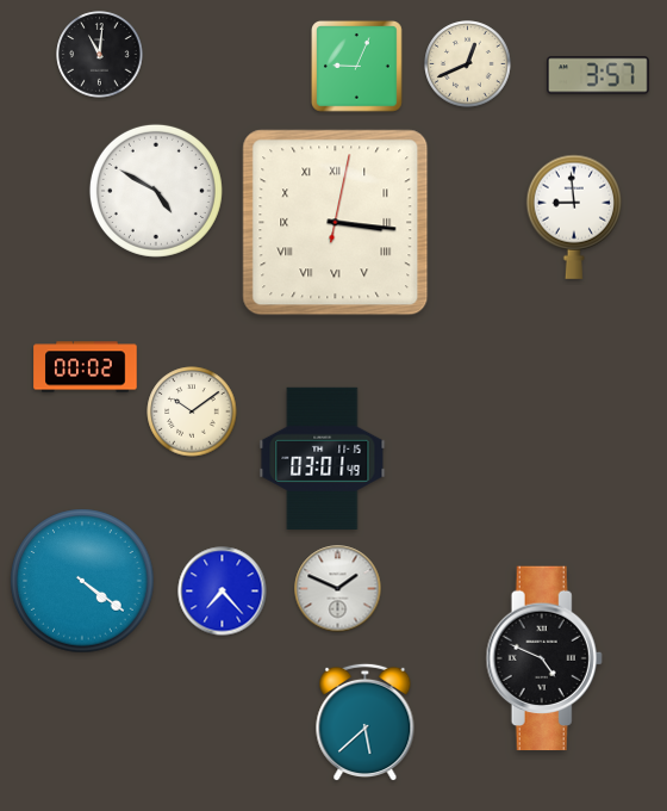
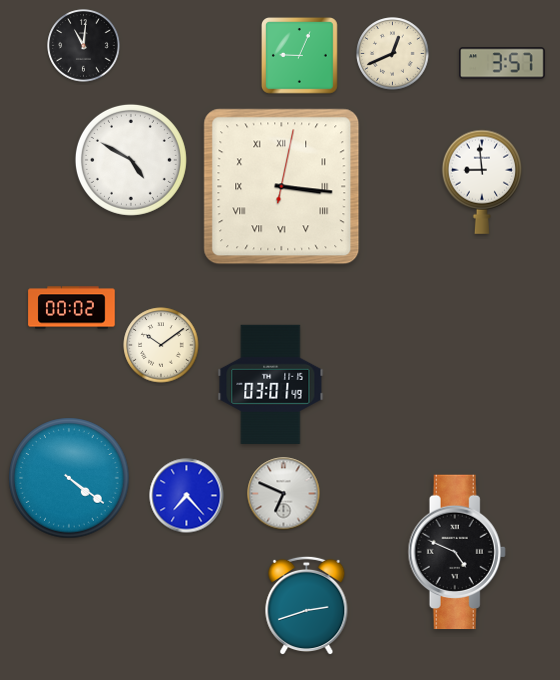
clock at (82, 581) position: (82, 581) -> (69, 478)
clock at (338, 589): 1:49 -> 6:49
clock at (366, 723): 5:38 -> 2:42
